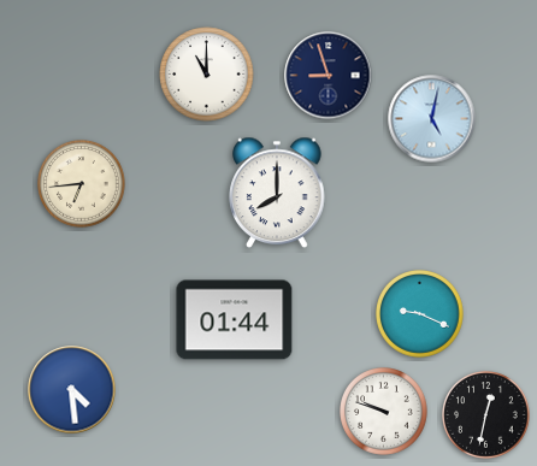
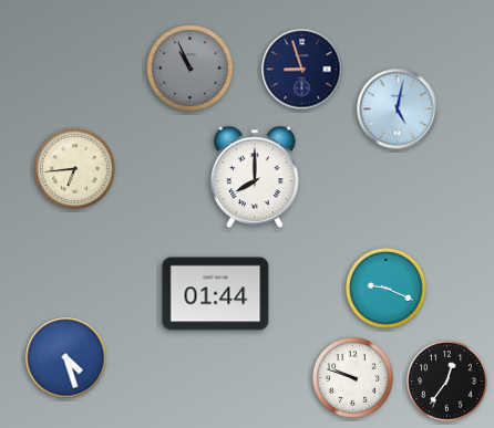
clock at (207, 75): 11:00 -> 10:56
clock at (207, 75) dial: white -> grey
clock at (72, 390): 4:29 -> 4:27
clock at (486, 415): 12:32 -> 12:36
